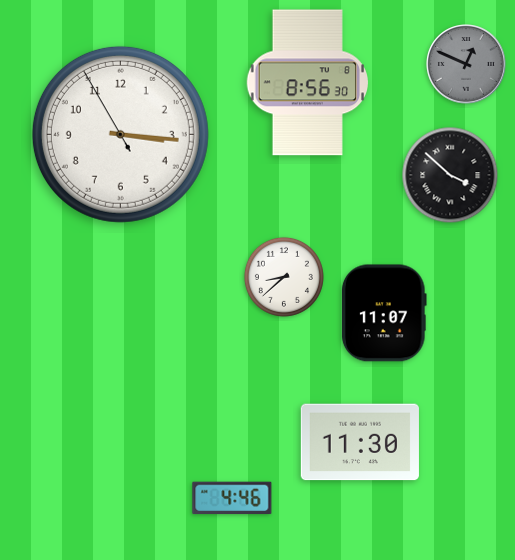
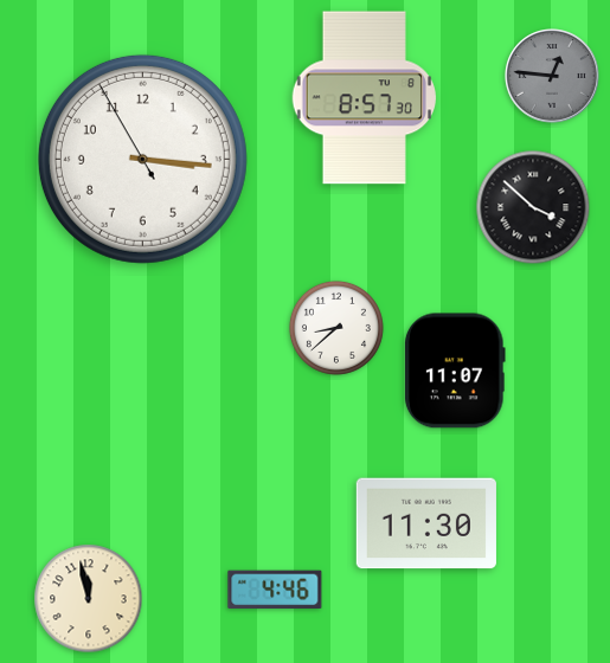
clock at (466, 64): 12:49 -> 12:46
clock at (307, 83): 8:56 -> 8:57
clock at (89, 599): none -> 11:58
